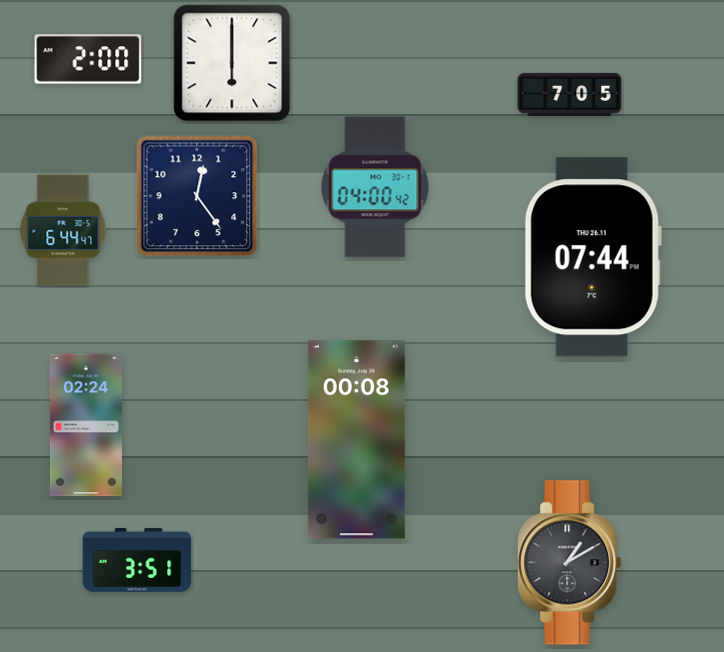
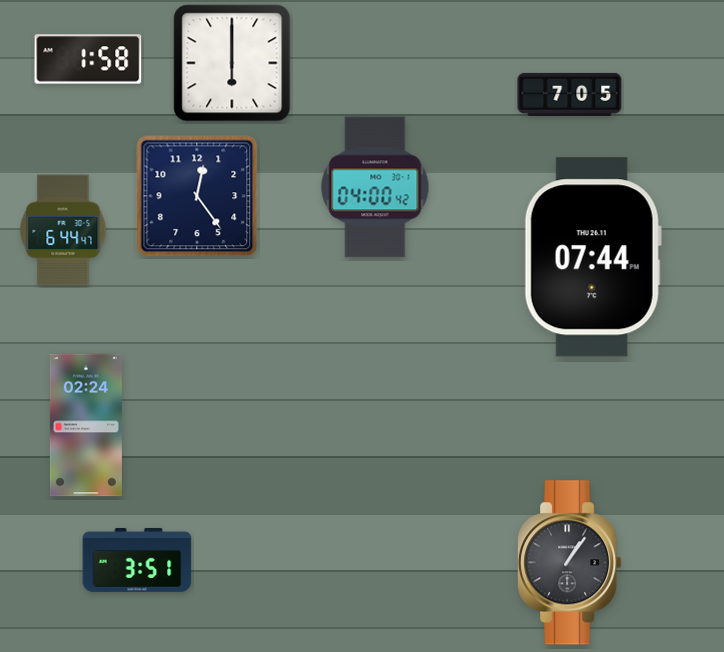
clock at (88, 59): 2:00 -> 1:58
clock at (356, 440): 00:08 -> none
clock at (570, 563): 1:10 -> 1:06
